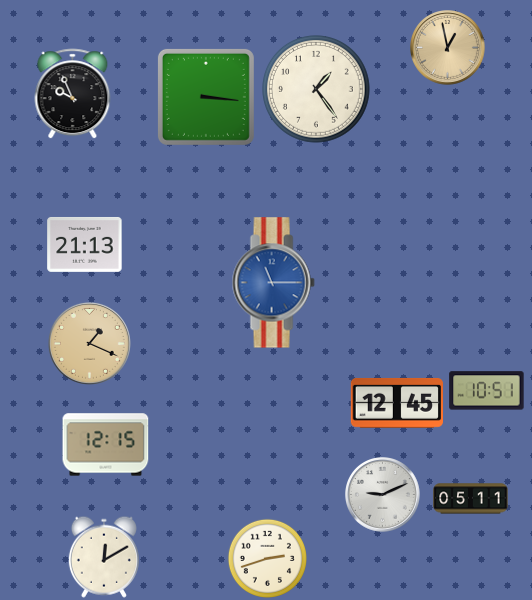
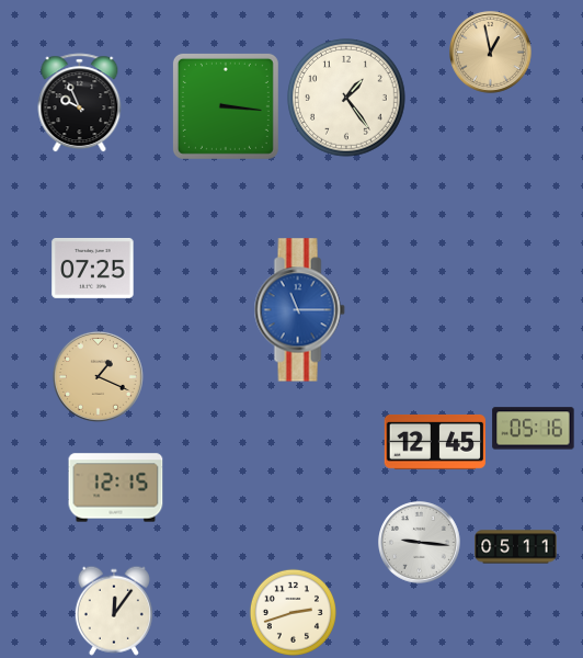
clock at (85, 244): 21:13 -> 07:25
clock at (487, 391): 10:51 -> 05:16
clock at (383, 495): 9:11 -> 9:16
clock at (104, 557): 12:10 -> 12:06
